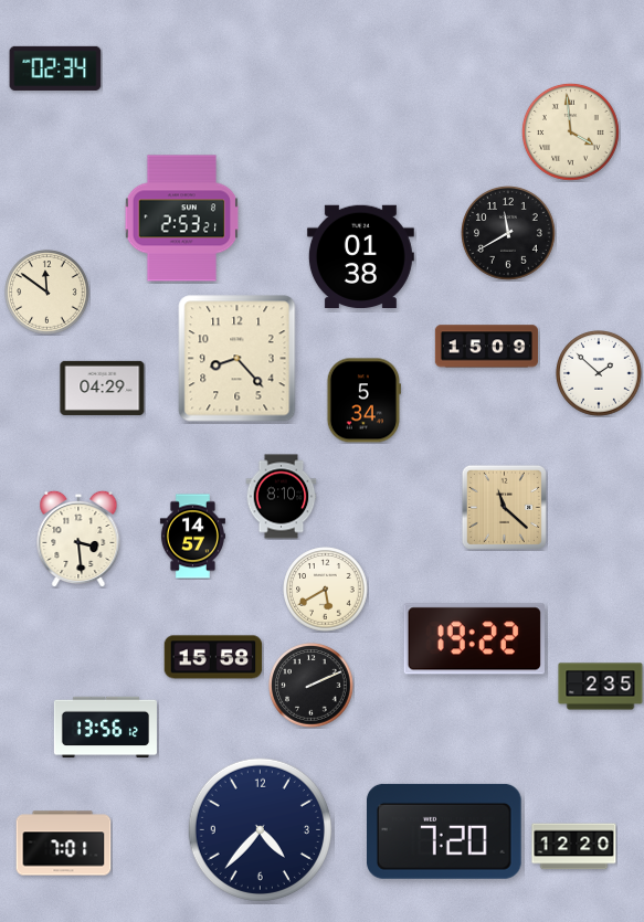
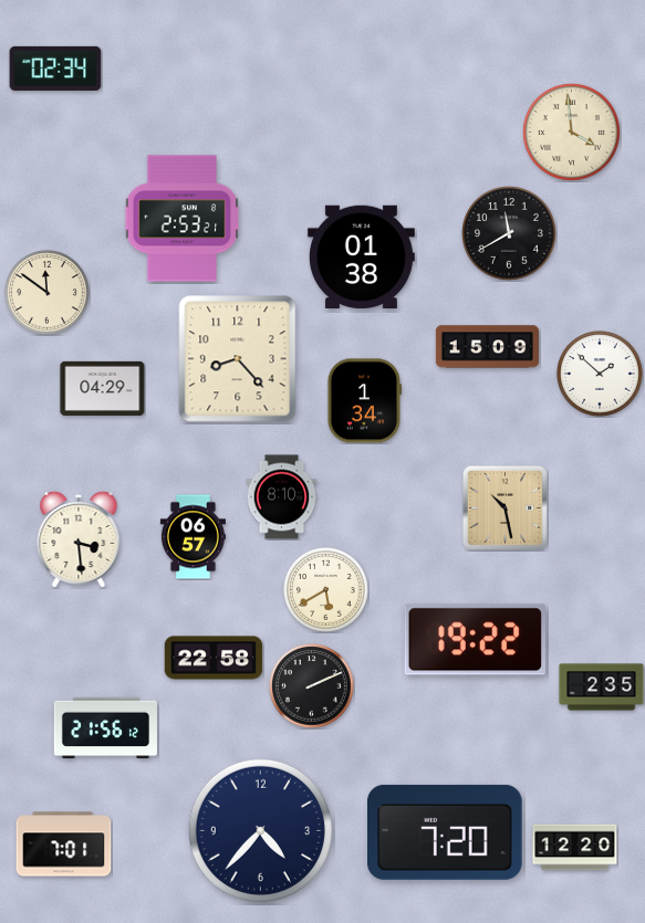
clock at (363, 401): 5:34 -> 1:34
clock at (504, 507): 11:22 -> 10:28
clock at (192, 537): 14:57 -> 06:57
clock at (213, 657): 15:58 -> 22:58
clock at (105, 728): 13:56 -> 21:56
